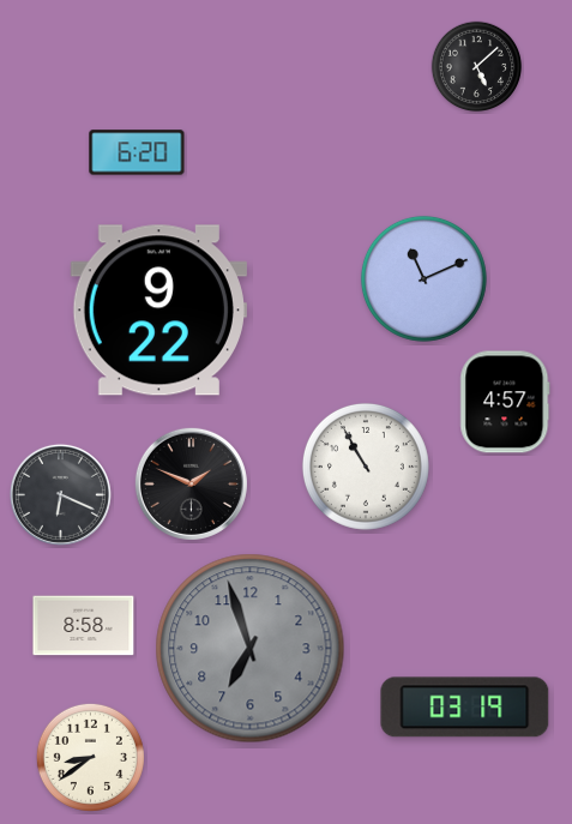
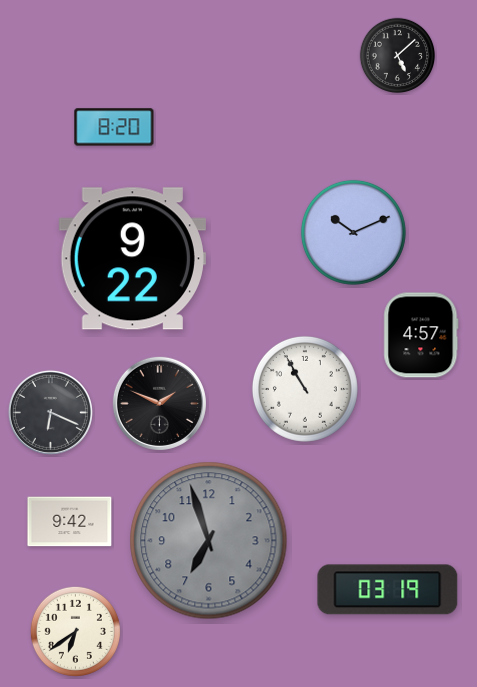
clock at (137, 152): 6:20 -> 8:20
clock at (423, 278): 11:11 -> 10:11
clock at (84, 626): 8:58 -> 9:42
clock at (90, 757): 8:39 -> 6:39
